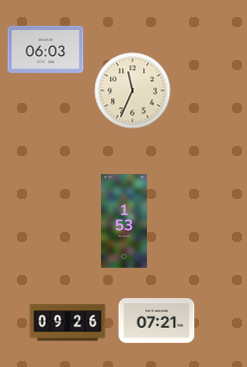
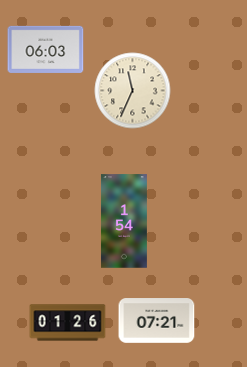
clock at (124, 221): 1:53 -> 1:54
clock at (68, 323): 09:26 -> 01:26
